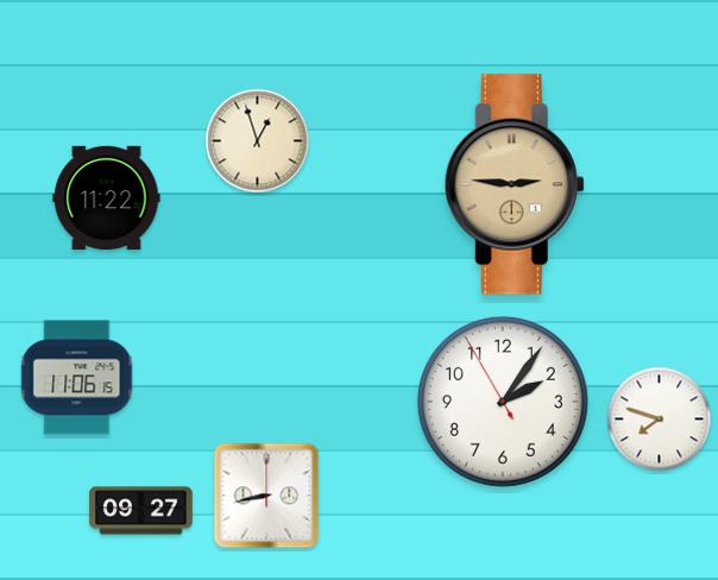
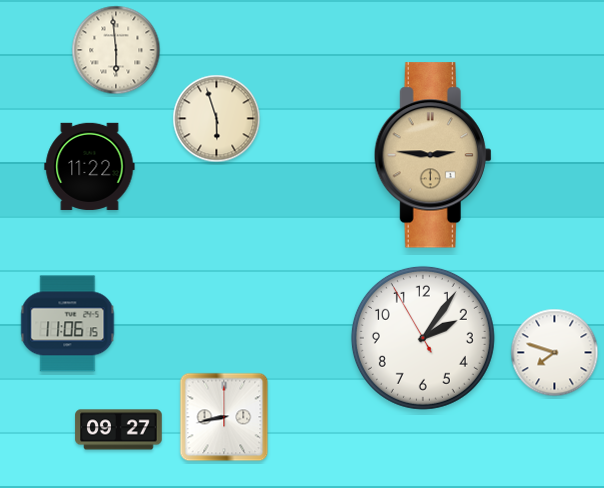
clock at (116, 50): none -> 5:59
clock at (258, 141): 12:57 -> 5:57
clock at (77, 378) position: (77, 378) -> (68, 324)
